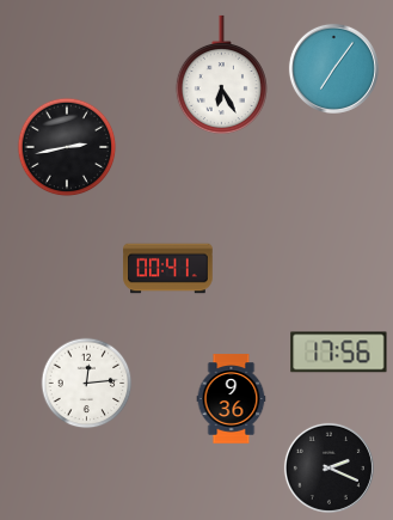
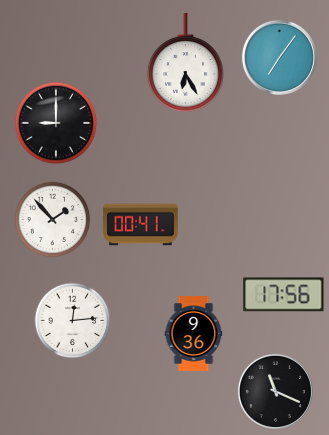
clock at (67, 147): 2:43 -> 9:00
clock at (53, 220): none -> 1:53
clock at (328, 467): 2:19 -> 11:19
